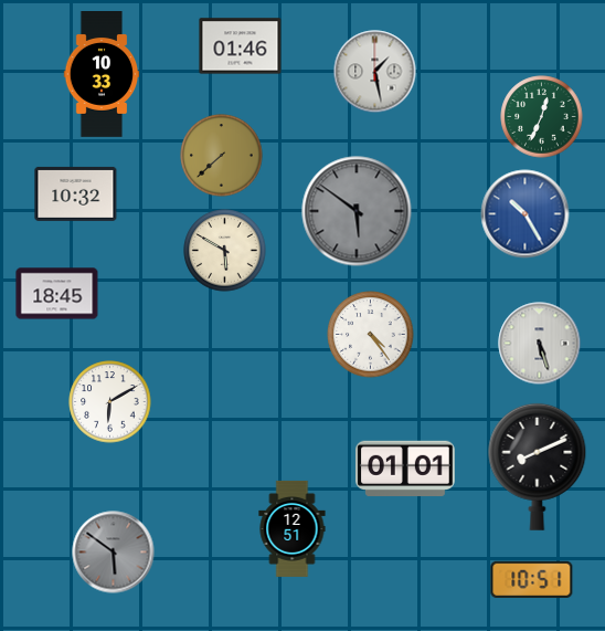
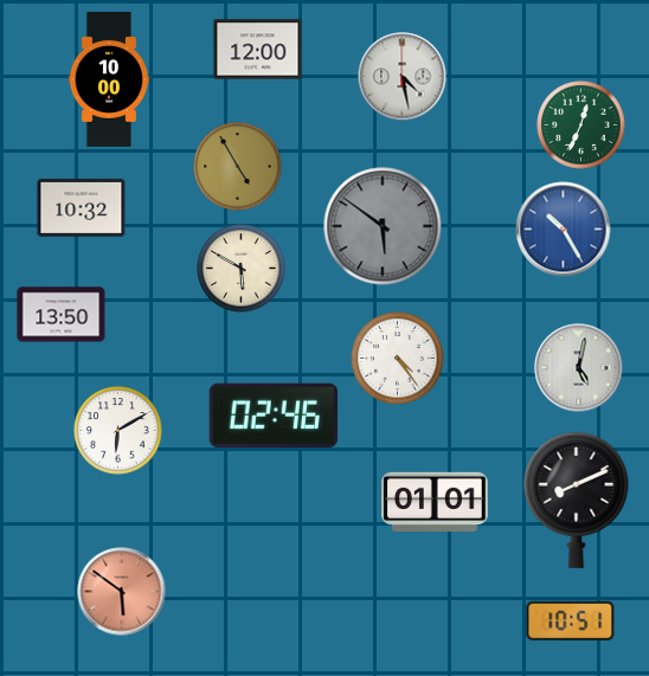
clock at (241, 46): 01:46 -> 12:00
clock at (375, 72): 1:28 -> 4:28
clock at (102, 75): 10:33 -> 10:00
clock at (222, 156): 7:38 -> 4:55
clock at (57, 294): 18:45 -> 13:50
clock at (540, 344): 5:27 -> 5:02
clock at (274, 414): none -> 02:46
clock at (293, 528): 12:51 -> none
clock at (114, 553) dial: grey -> salmon
